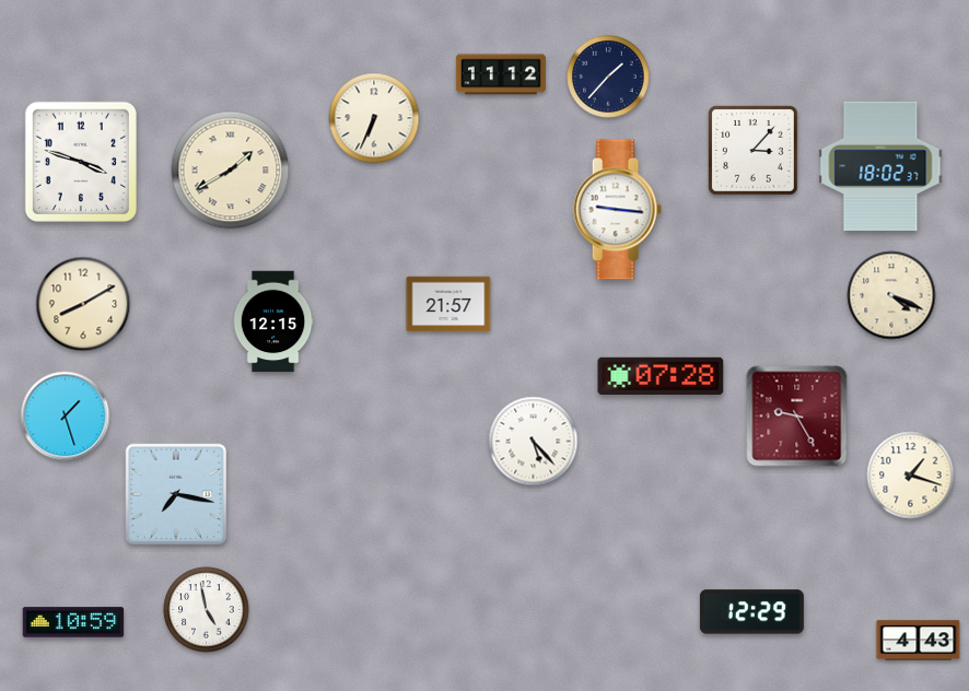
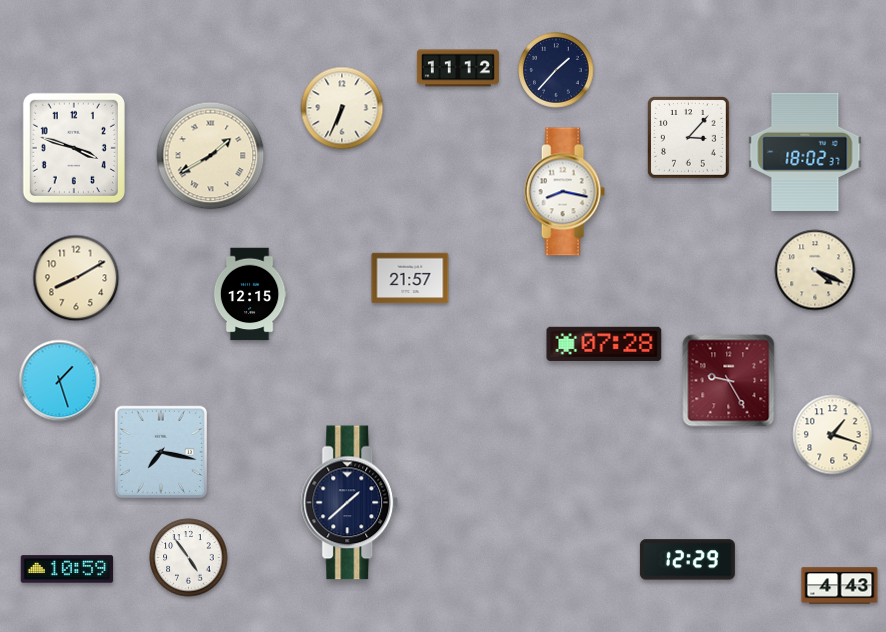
clock at (617, 210): 9:16 -> 8:17
clock at (534, 442): 5:23 -> none
clock at (350, 503): none -> 1:38
clock at (207, 610): 4:58 -> 4:54
